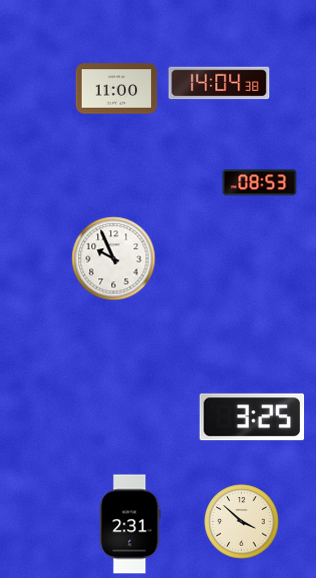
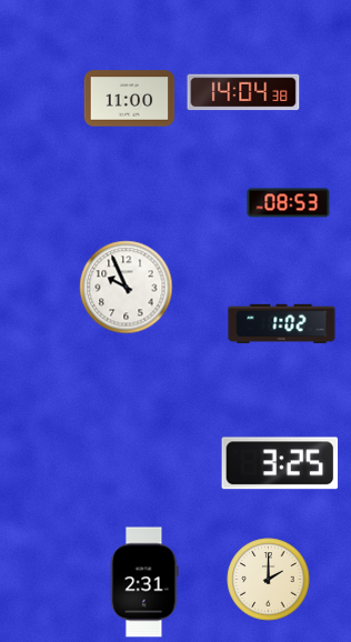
clock at (282, 324): none -> 1:02
clock at (242, 522): 3:52 -> 2:00
